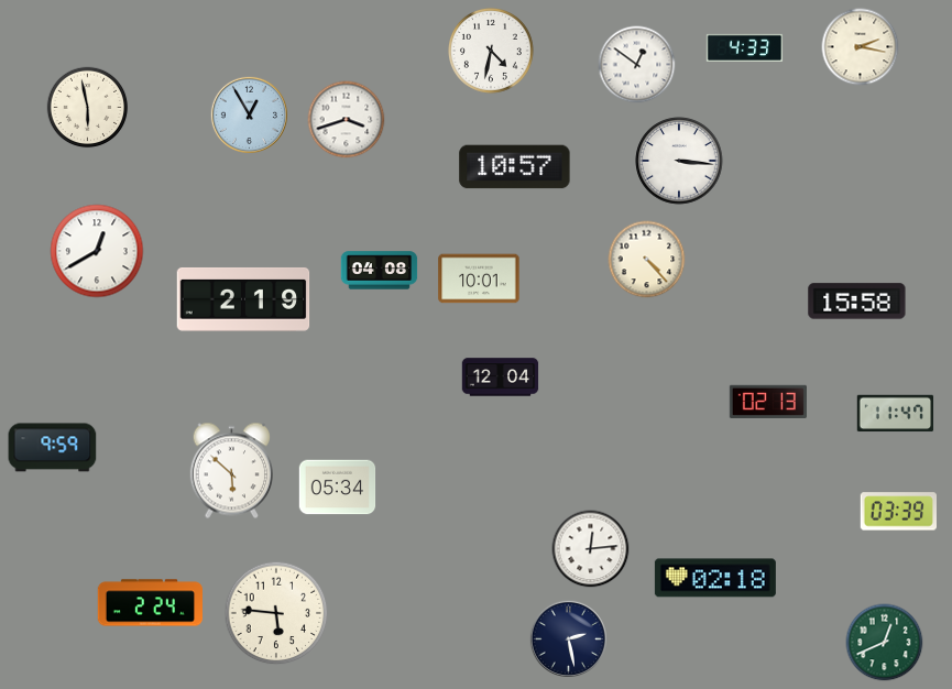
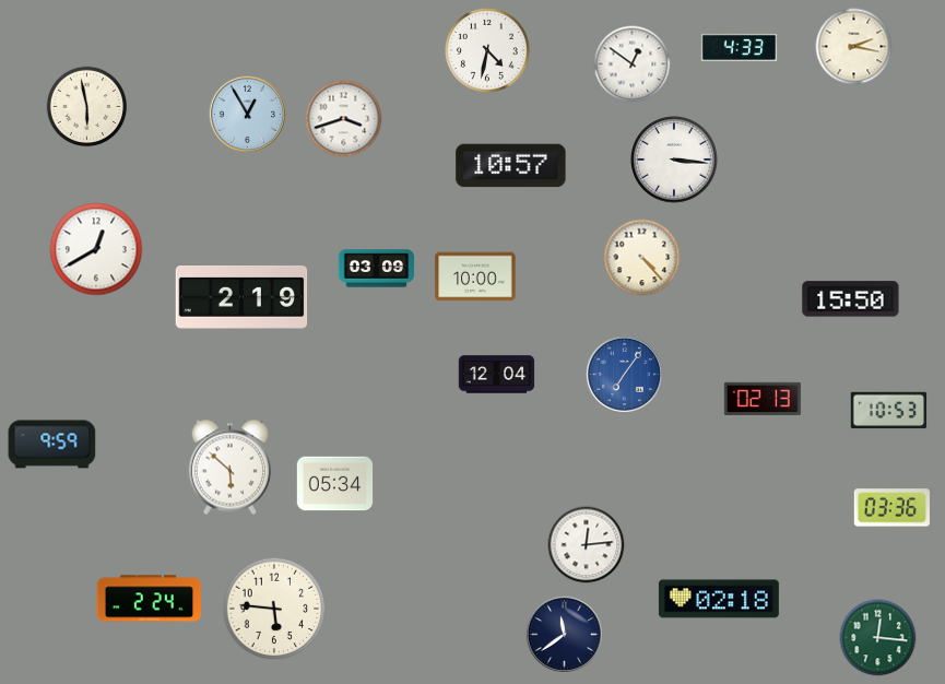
clock at (380, 271): 04:08 -> 03:09
clock at (479, 278): 10:01 -> 10:00
clock at (857, 302): 15:58 -> 15:50
clock at (624, 374): none -> 7:06
clock at (896, 414): 11:47 -> 10:53
clock at (899, 512): 03:39 -> 03:36
clock at (715, 578) position: (715, 578) -> (719, 599)
clock at (568, 638): 2:28 -> 11:39
clock at (885, 643): 12:41 -> 12:16
